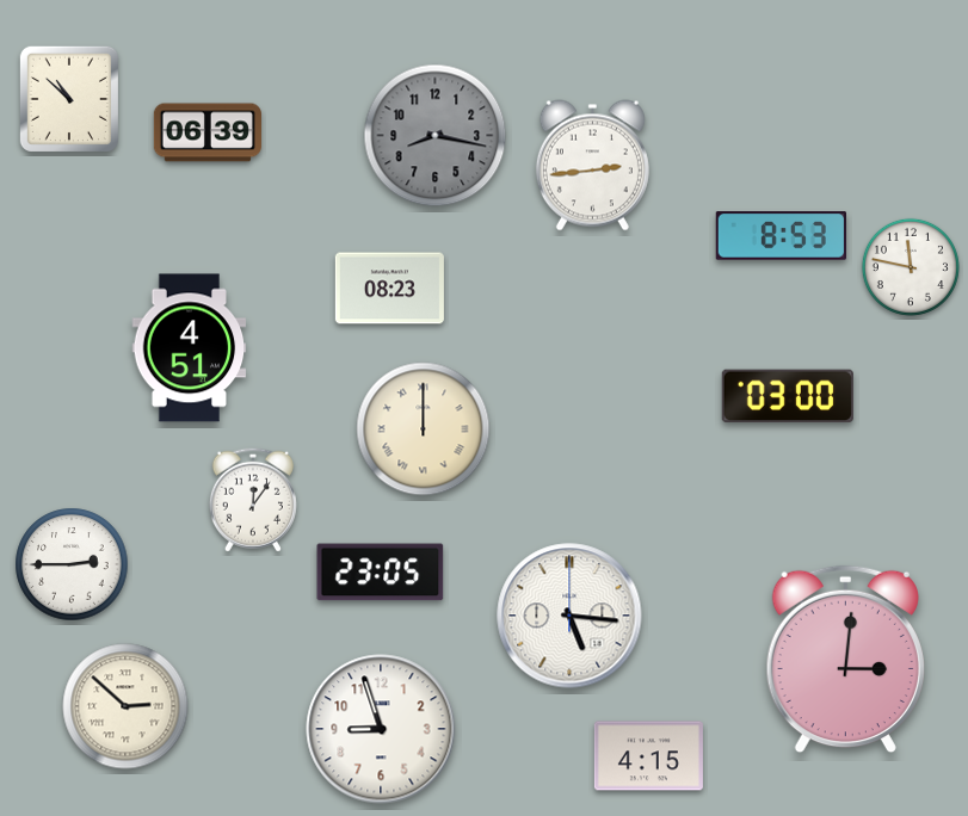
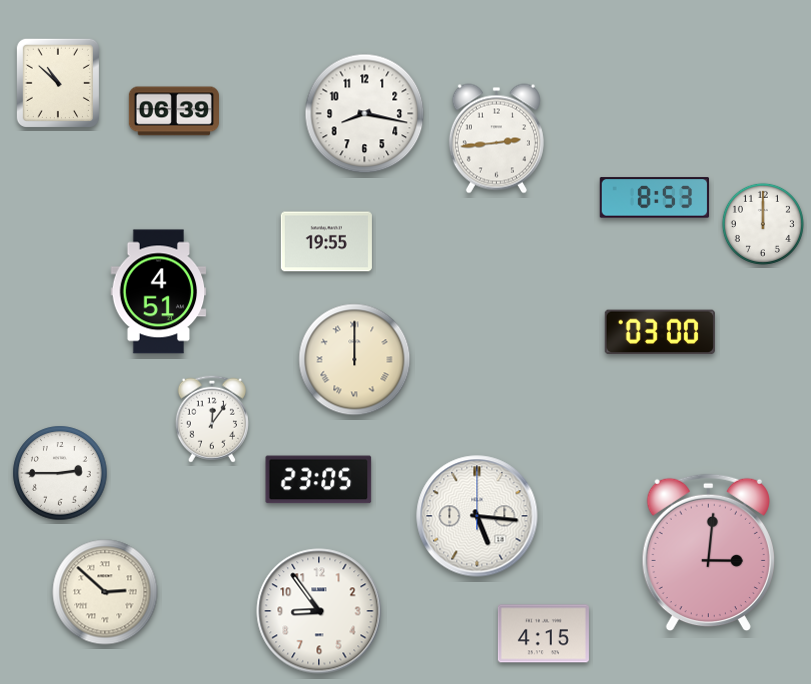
clock at (436, 136) dial: grey -> white
clock at (911, 267): 11:47 -> 12:00
clock at (389, 289): 08:23 -> 19:55
clock at (381, 729): 8:57 -> 8:54
